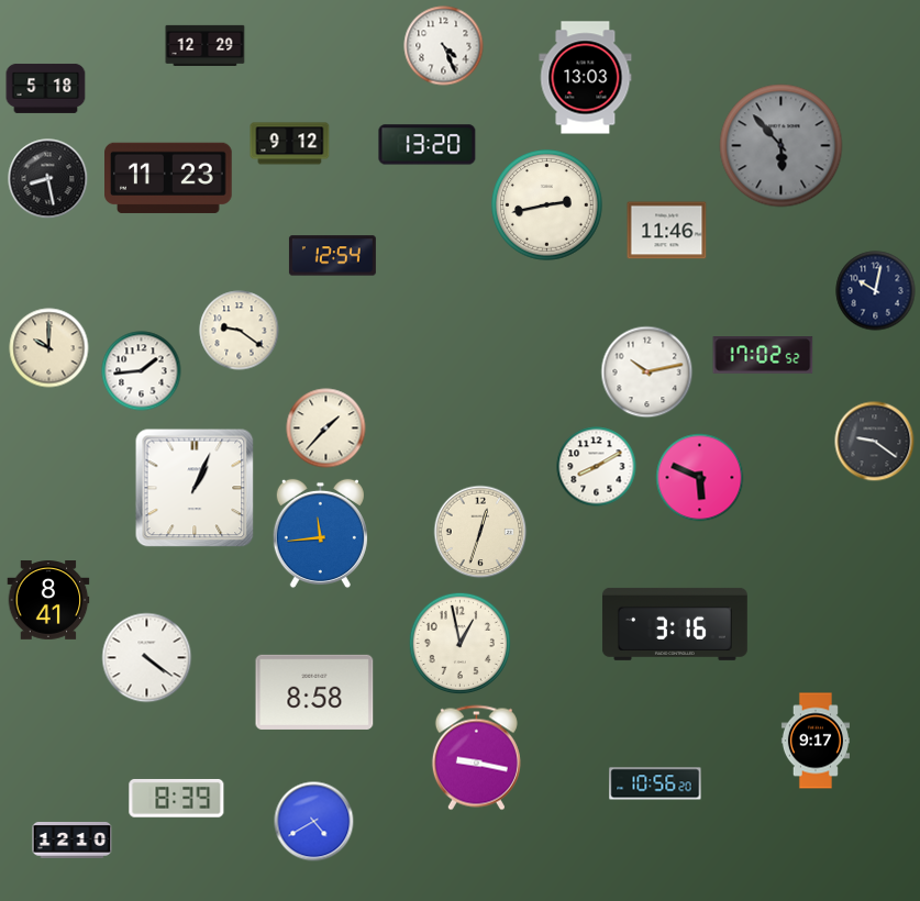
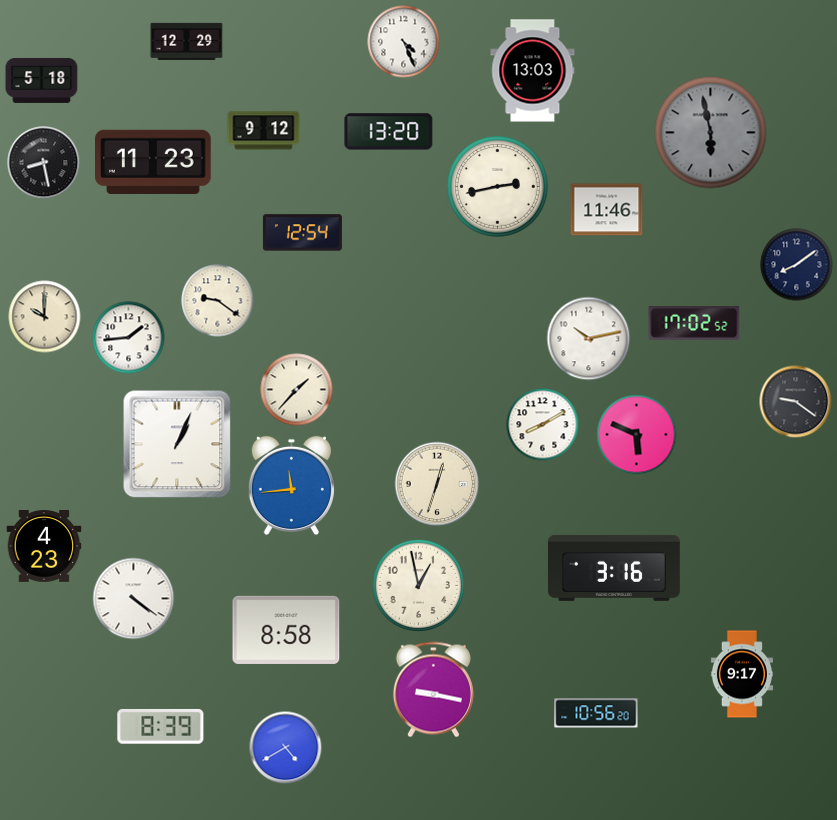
clock at (782, 146): 5:53 -> 5:58
clock at (876, 291): 10:02 -> 8:09
clock at (48, 601): 8:41 -> 4:23
clock at (73, 841): 12:10 -> none
